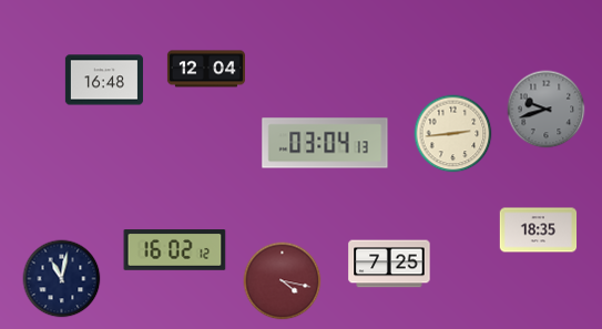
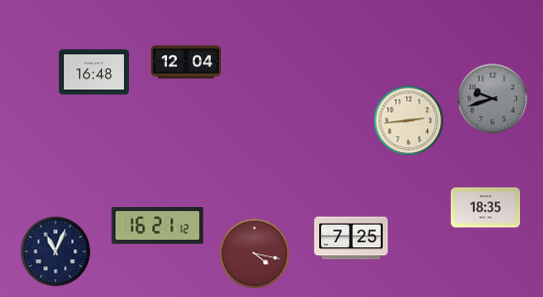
clock at (325, 143): 03:04 -> none
clock at (175, 250): 16:02 -> 16:21
clock at (62, 279): 11:02 -> 11:04
